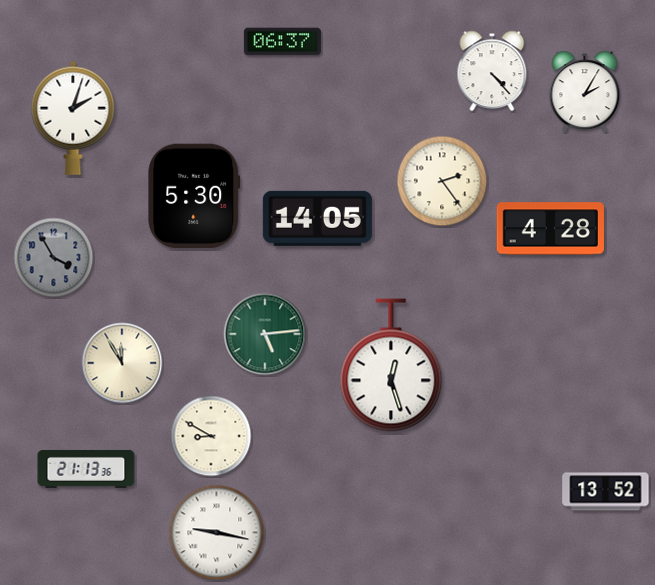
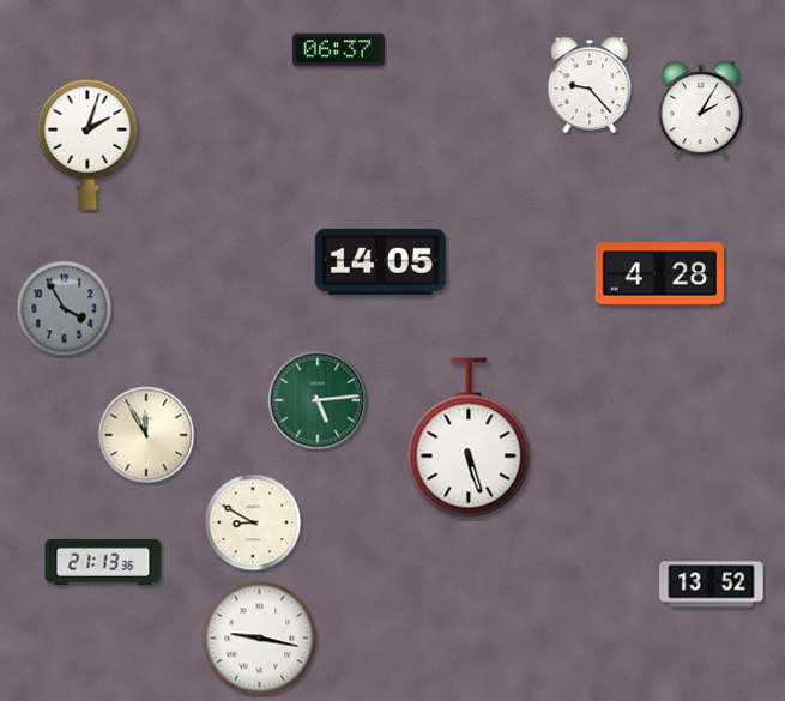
clock at (492, 71): 4:23 -> 9:23
clock at (442, 181): 2:24 -> none
clock at (194, 196): 5:30 -> none
clock at (391, 365): 12:27 -> 5:27
clock at (606, 492) position: (606, 492) -> (712, 585)
